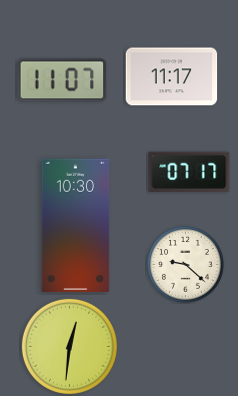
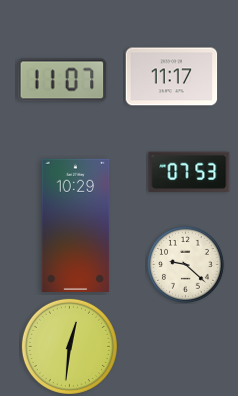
clock at (189, 172): 07:17 -> 07:53
clock at (76, 225): 10:30 -> 10:29
